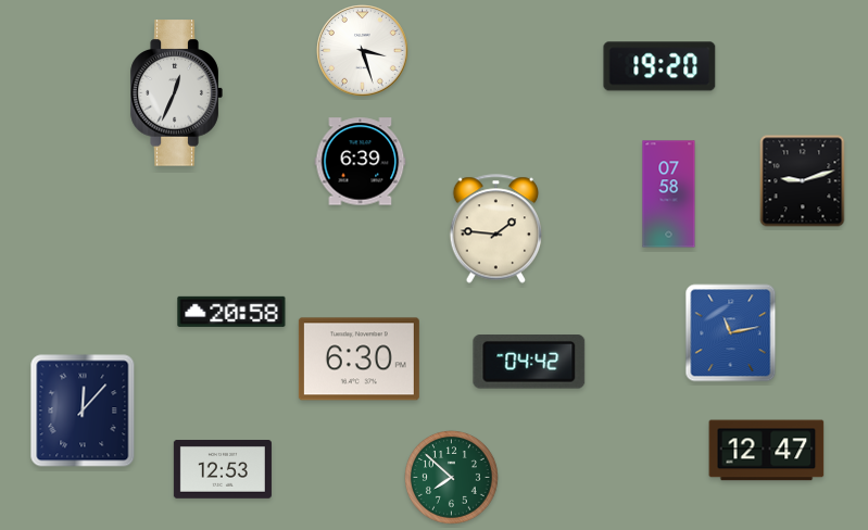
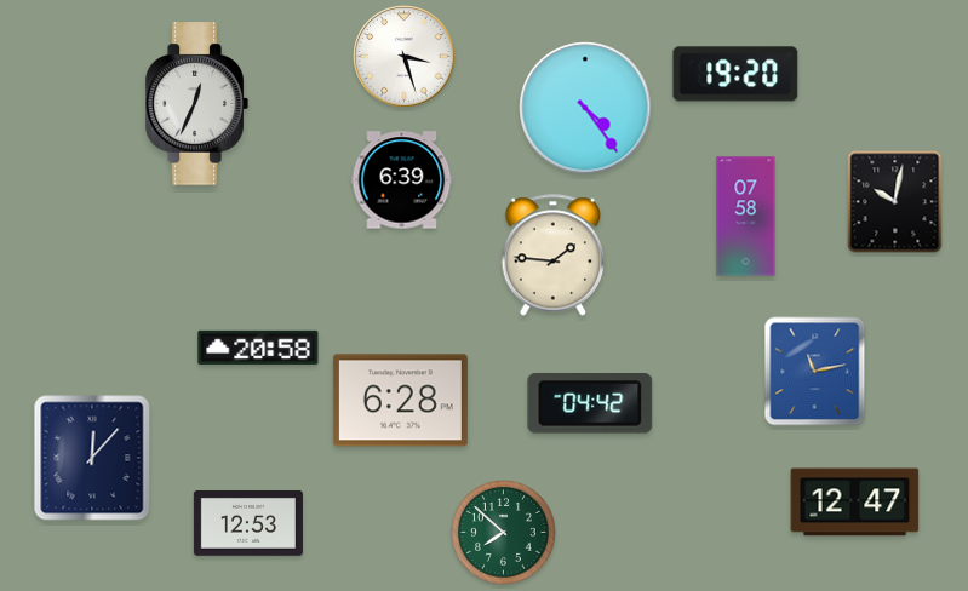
clock at (585, 108): none -> 4:24
clock at (803, 181): 9:12 -> 10:02
clock at (358, 359): 6:30 -> 6:28
